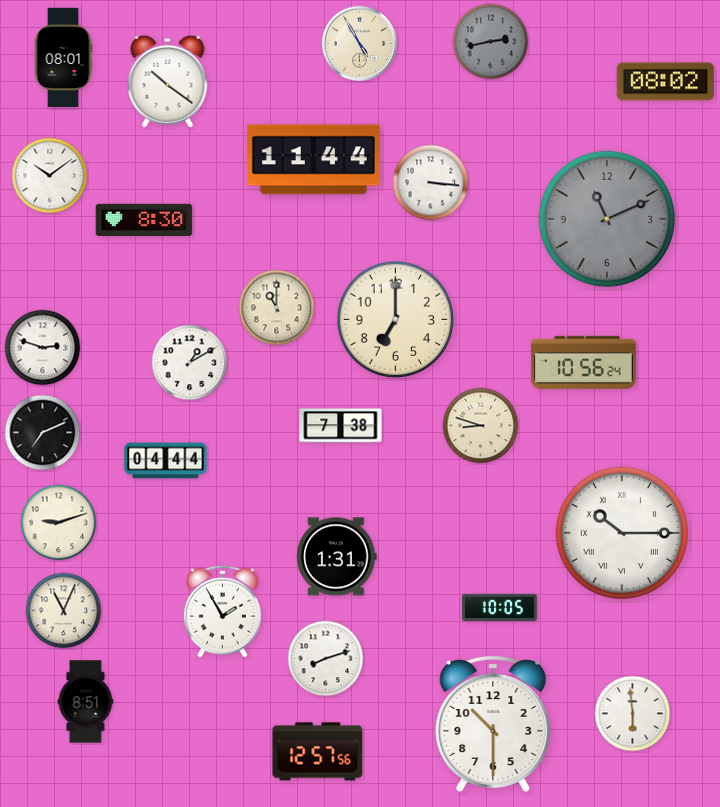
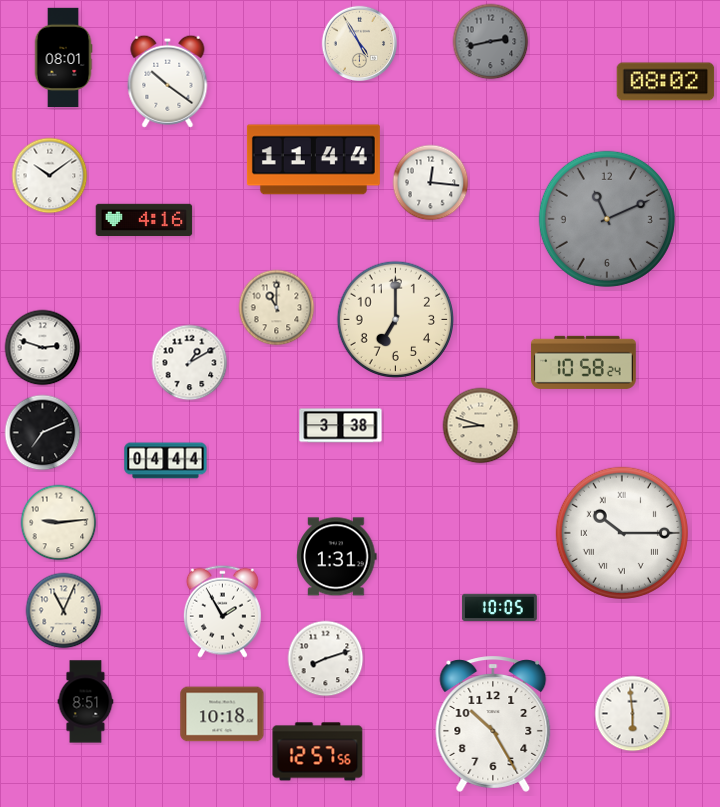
clock at (431, 183): 3:16 -> 12:16
clock at (144, 219): 8:30 -> 4:16
clock at (583, 362): 10:56 -> 10:58
clock at (341, 426): 7:38 -> 3:38
clock at (59, 523): 9:12 -> 9:14
clock at (222, 714): none -> 10:18
clock at (493, 724): 10:30 -> 10:25
